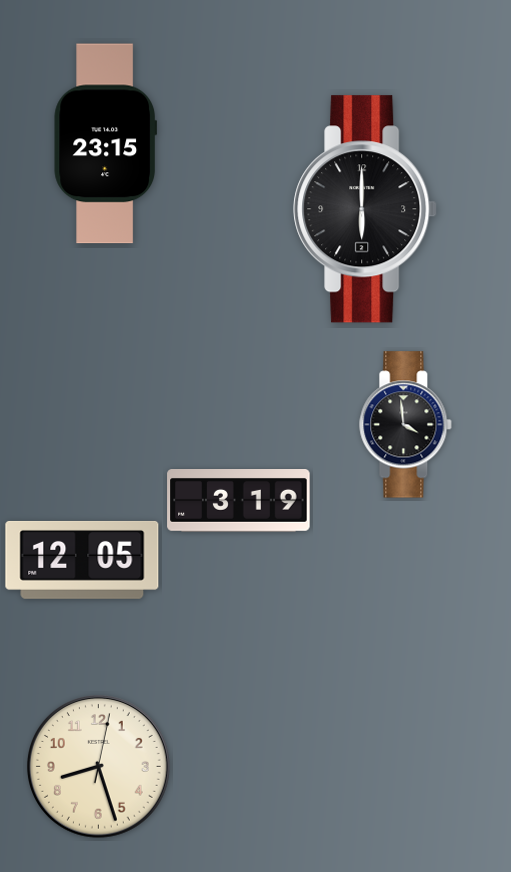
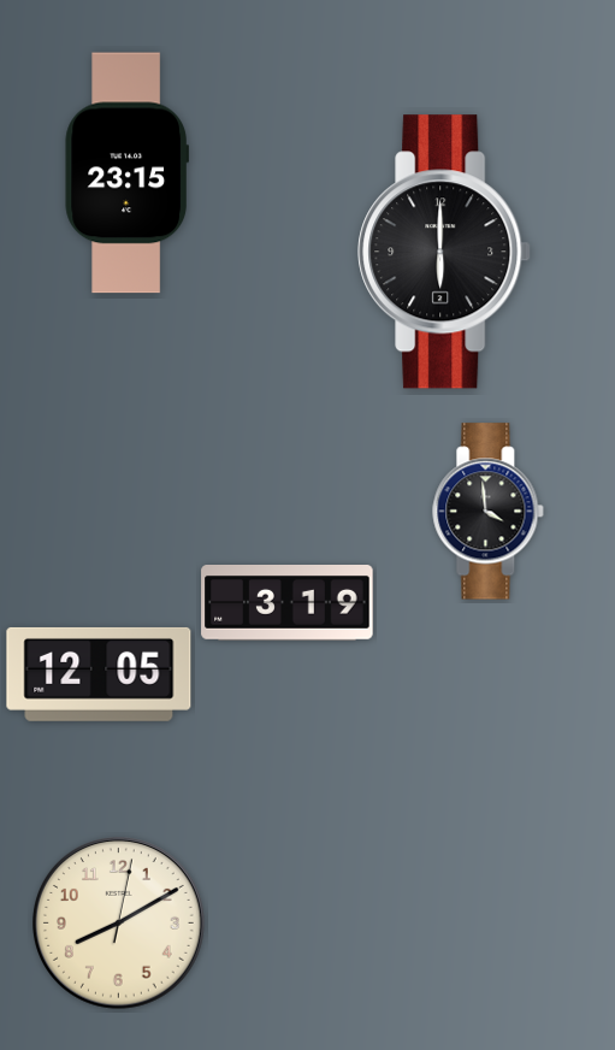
clock at (365, 209) position: (365, 209) -> (444, 252)
clock at (99, 767): 8:27 -> 8:10
